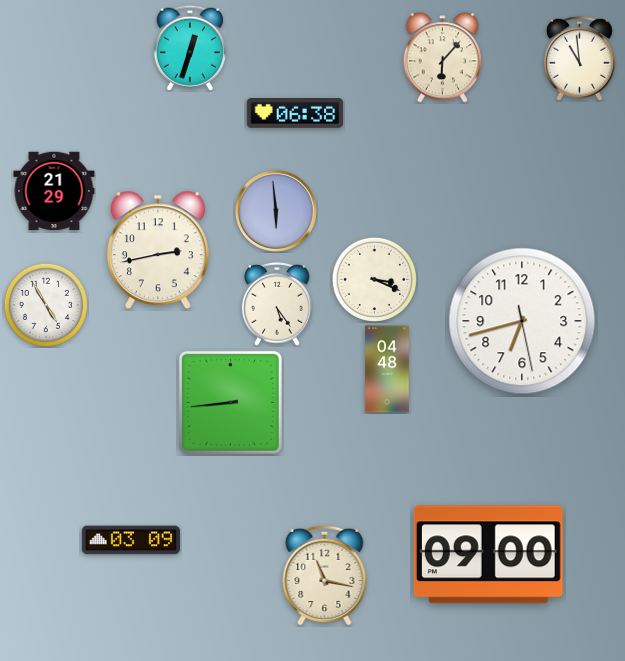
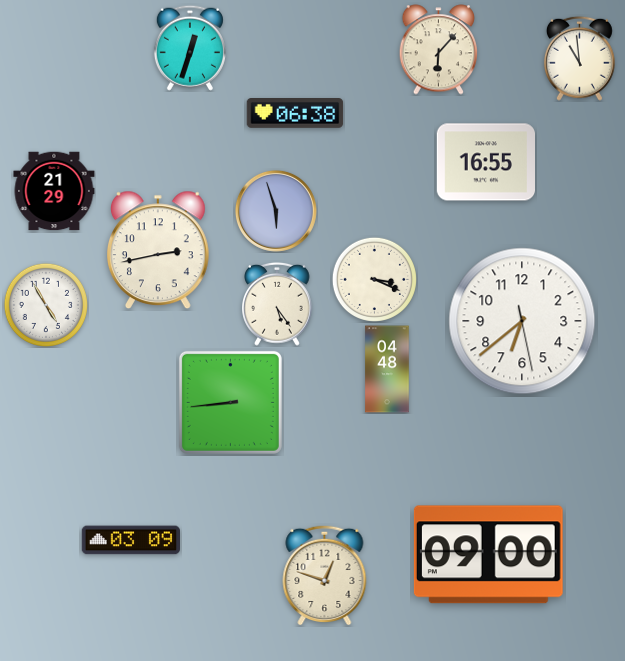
clock at (443, 58) position: (443, 58) -> (439, 50)
clock at (485, 162): none -> 16:55
clock at (276, 211): 5:59 -> 5:57
clock at (522, 321): 6:42 -> 6:38
clock at (325, 575): 11:17 -> 12:48
